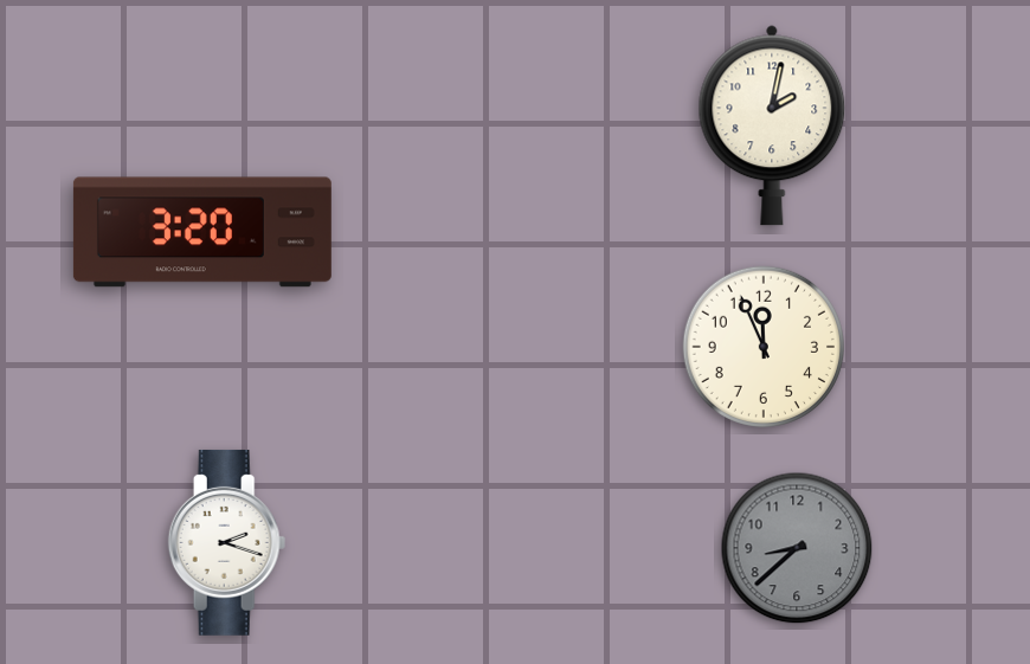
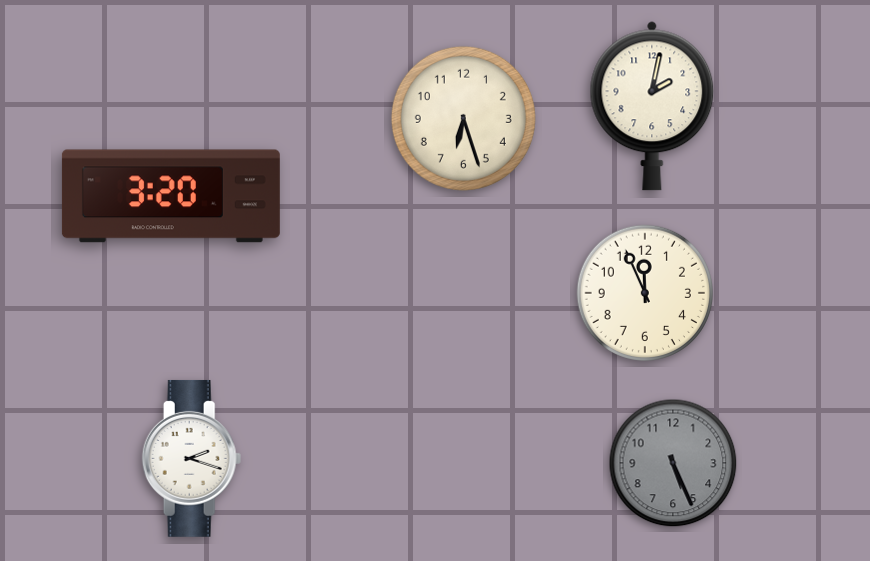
clock at (463, 118): none -> 6:27
clock at (797, 548): 8:38 -> 5:26
